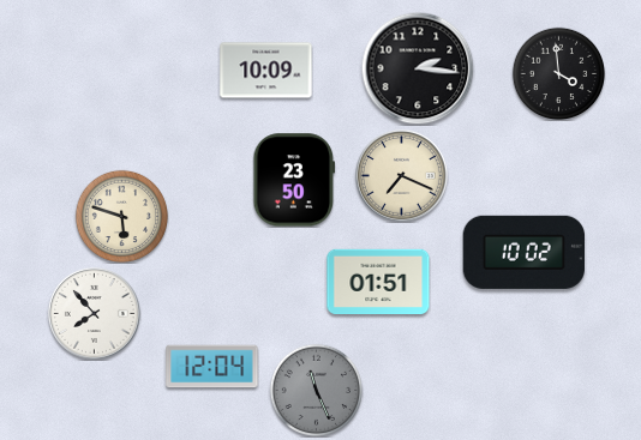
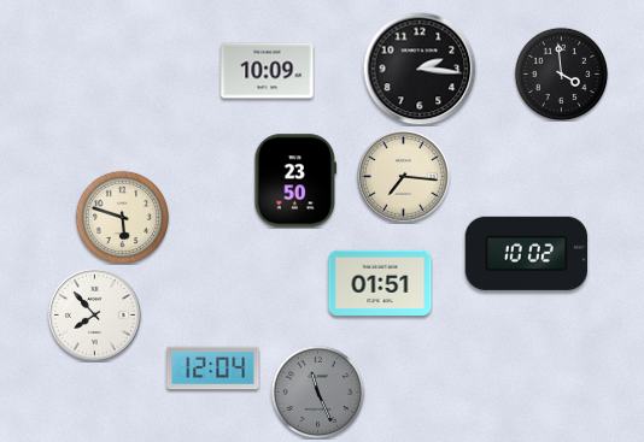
clock at (401, 175): 7:19 -> 7:16
